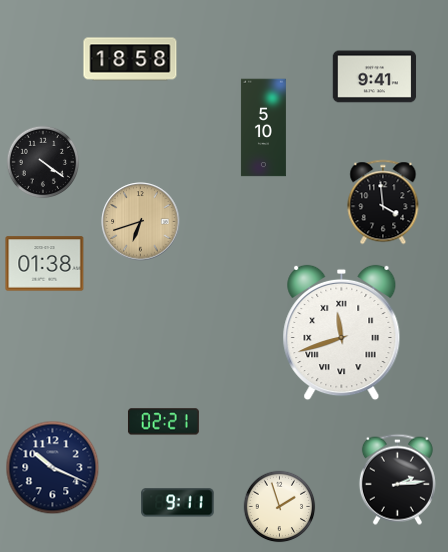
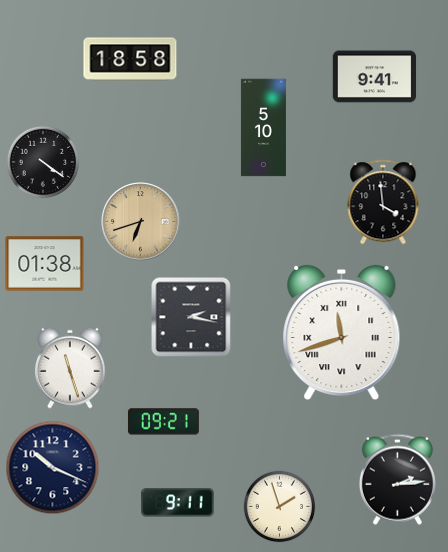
clock at (191, 317): none -> 2:17
clock at (70, 368): none -> 11:27
clock at (163, 422): 02:21 -> 09:21
